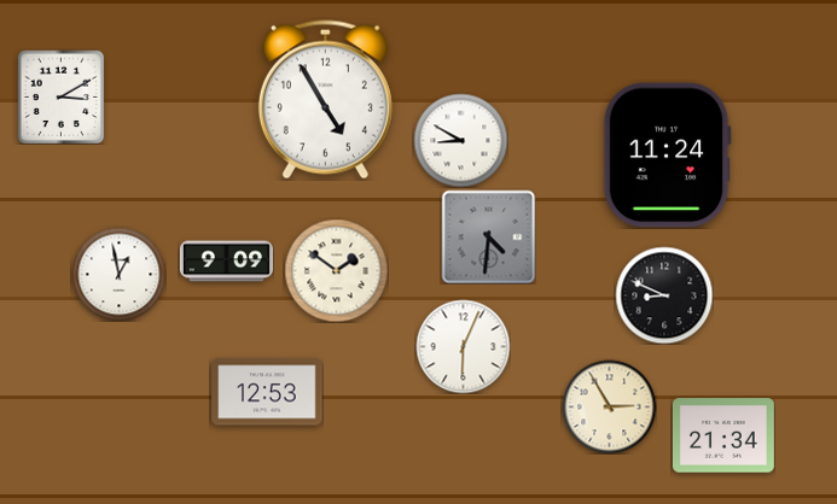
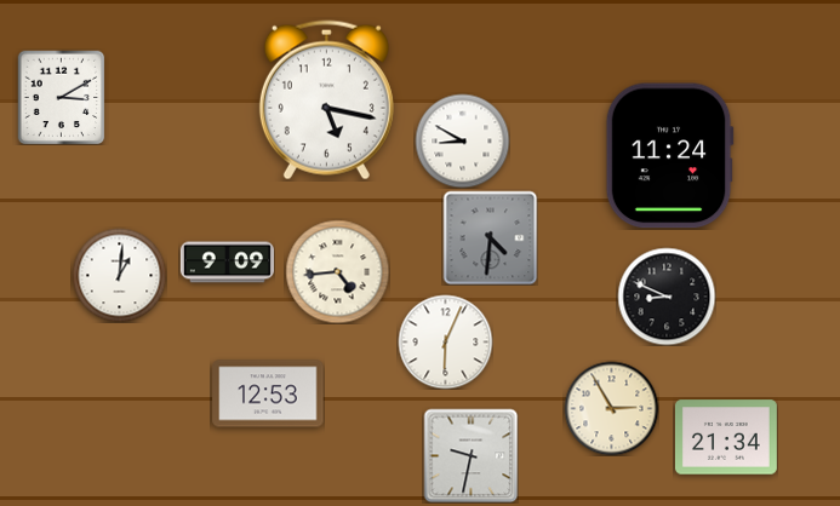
clock at (325, 100): 4:55 -> 5:17
clock at (336, 270): 1:51 -> 4:44
clock at (118, 274): 12:58 -> 1:01
clock at (463, 346) position: (463, 346) -> (445, 341)
clock at (470, 455): none -> 9:32
